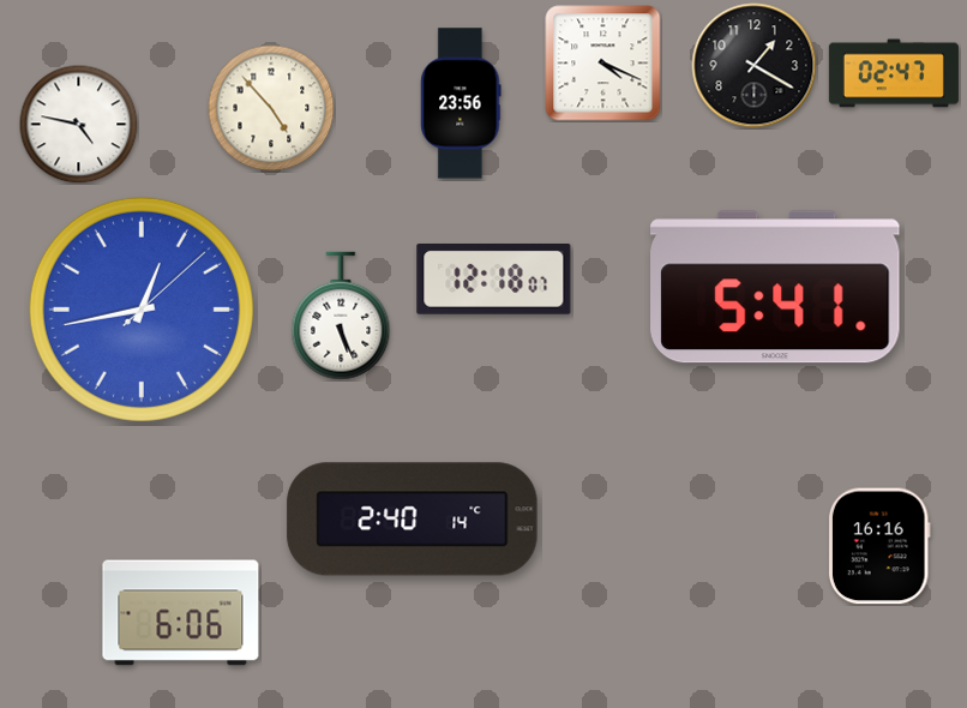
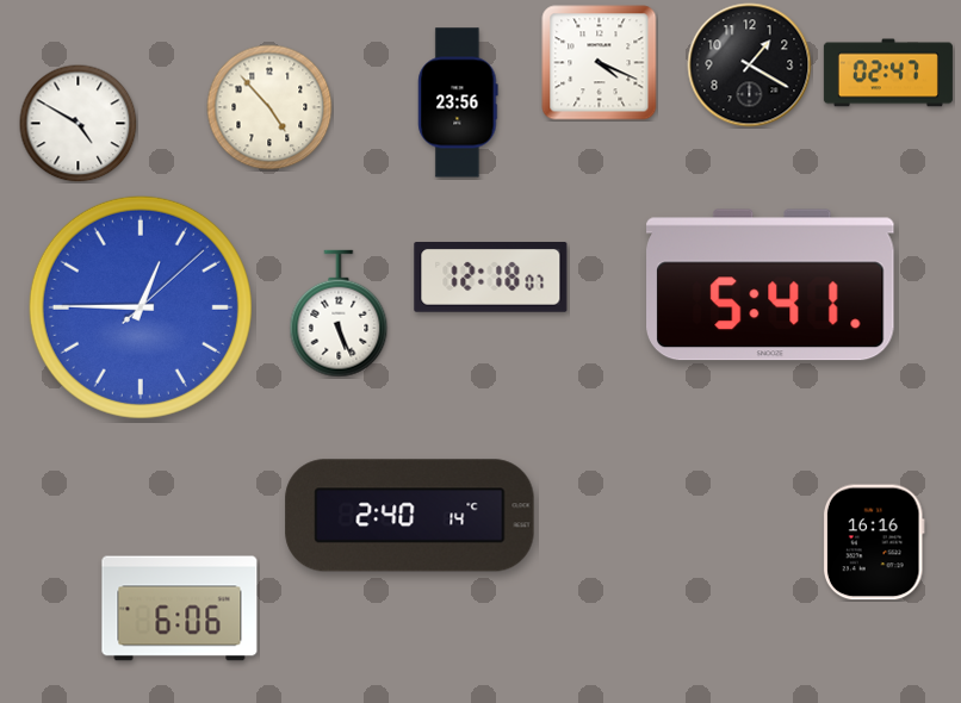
clock at (79, 125): 4:47 -> 4:50
clock at (142, 310): 12:43 -> 12:45
